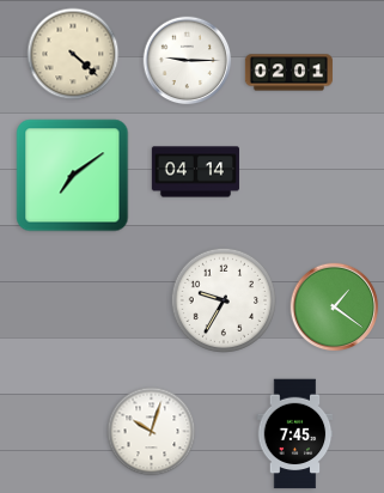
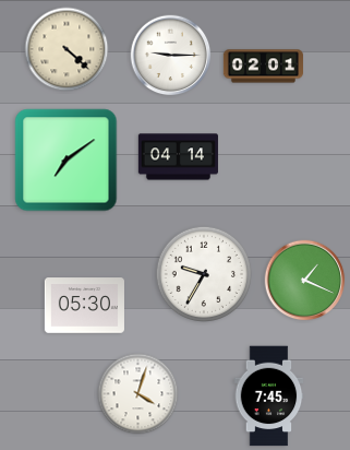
clock at (335, 308): 1:21 -> 1:19
clock at (84, 306): none -> 05:30
clock at (152, 432): 10:03 -> 4:03
